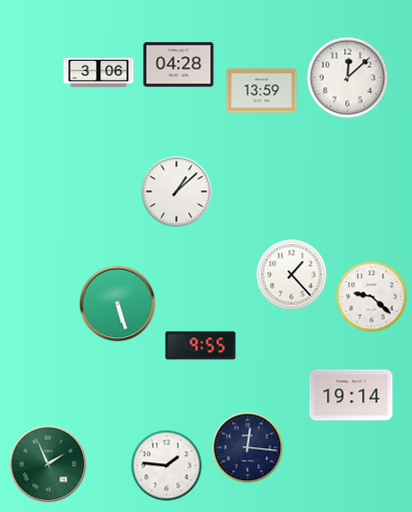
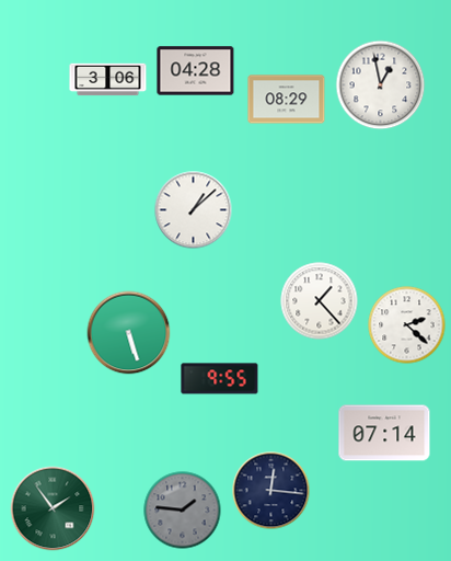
clock at (348, 78): 12:08 -> 12:58
clock at (262, 91): 13:59 -> 08:29
clock at (372, 297): 9:22 -> 2:22
clock at (351, 395): 19:14 -> 07:14
clock at (48, 464): 1:56 -> 1:54
clock at (167, 466) dial: white -> grey
